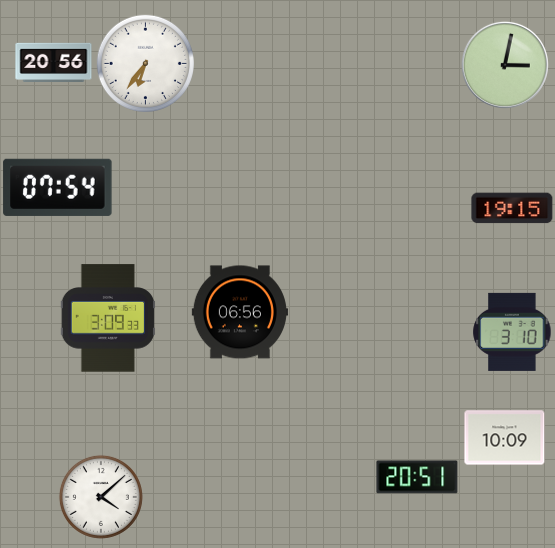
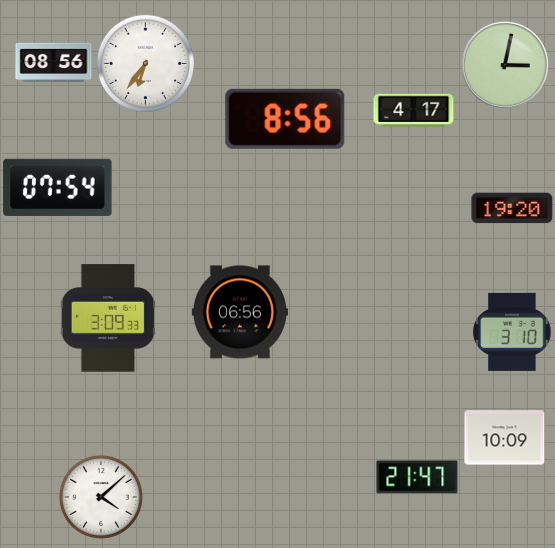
clock at (54, 63): 20:56 -> 08:56
clock at (414, 111): none -> 4:17
clock at (285, 119): none -> 8:56
clock at (512, 208): 19:15 -> 19:20
clock at (417, 477): 20:51 -> 21:47
